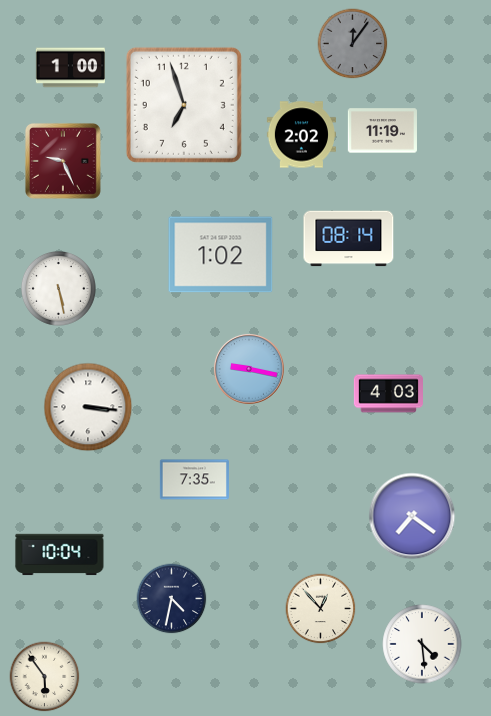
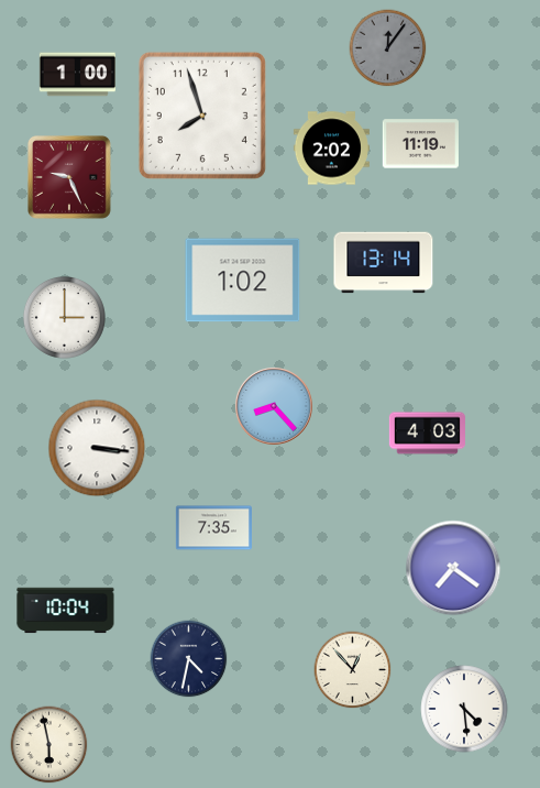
clock at (184, 105): 6:57 -> 7:57
clock at (349, 239): 08:14 -> 13:14
clock at (58, 288): 5:28 -> 3:00
clock at (249, 369): 9:17 -> 8:23
clock at (45, 677): 5:54 -> 5:58
